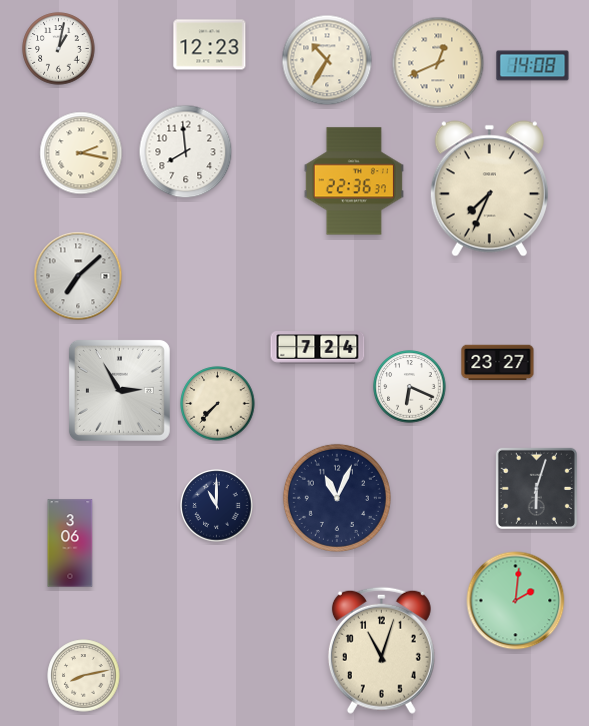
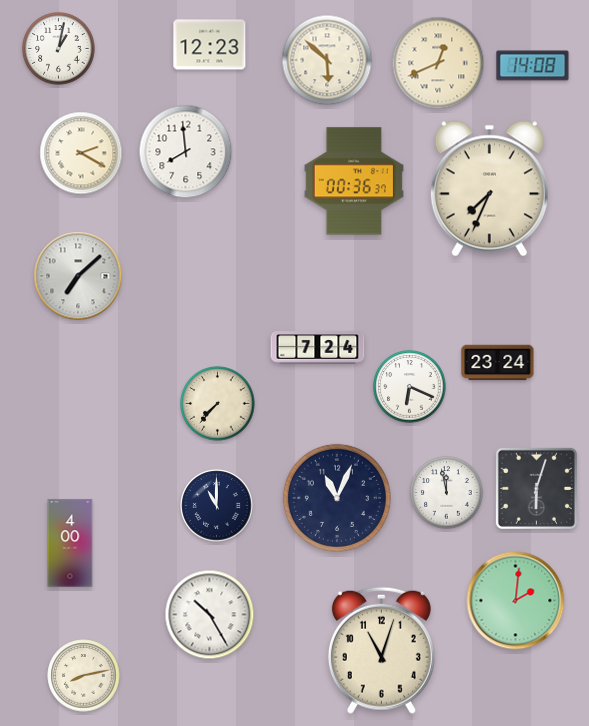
clock at (327, 60): 10:35 -> 5:52
clock at (81, 153): 2:17 -> 2:20
clock at (354, 181): 22:36 -> 00:36
clock at (498, 363): 23:27 -> 23:24
clock at (119, 390): 2:55 -> none
clock at (447, 493): none -> 11:58
clock at (70, 543): 3:06 -> 4:00
clock at (210, 615): none -> 10:25
